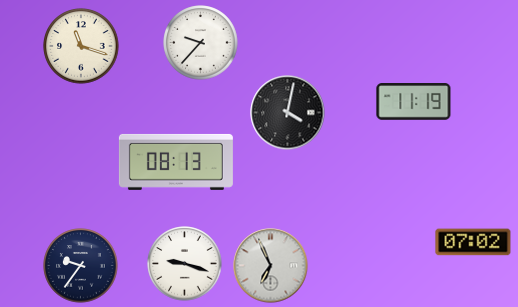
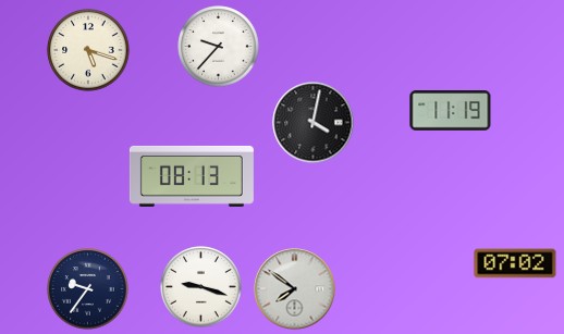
clock at (81, 46): 11:18 -> 5:18
clock at (271, 266): 6:56 -> 7:51
